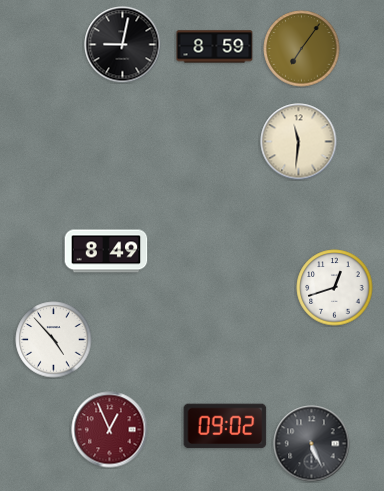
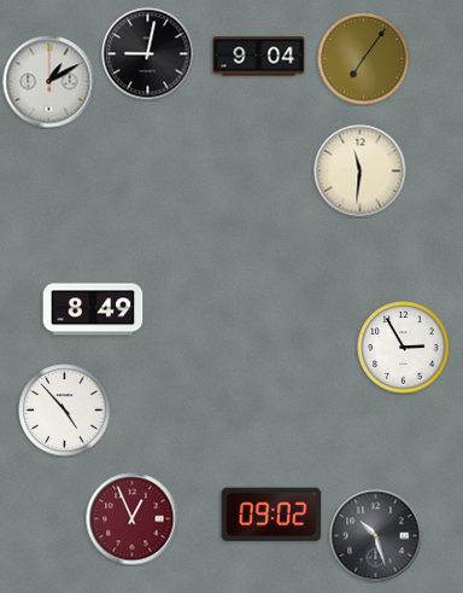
clock at (215, 47): 8:59 -> 9:04
clock at (49, 82): none -> 1:10
clock at (106, 251) position: (106, 251) -> (93, 309)
clock at (335, 288): 12:42 -> 2:55
clock at (312, 444): 5:26 -> 10:27
